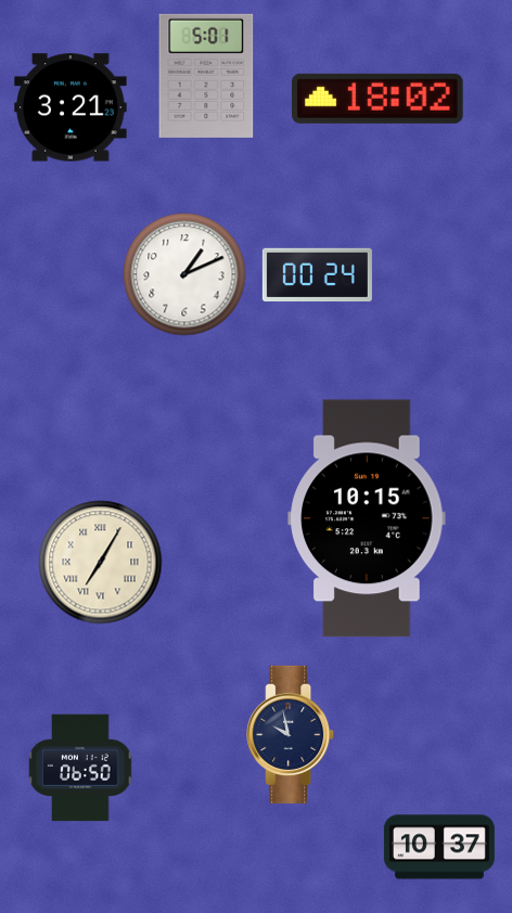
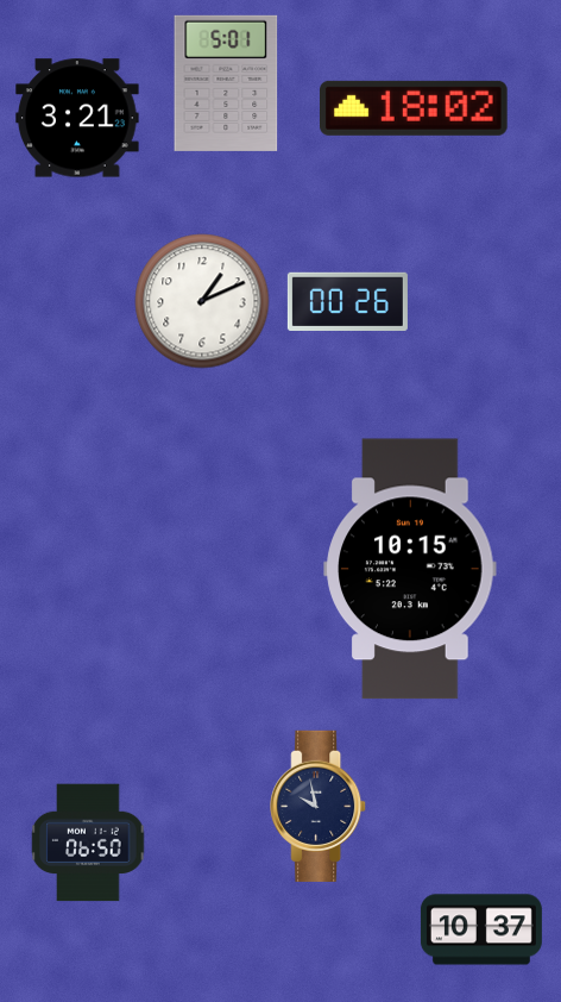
clock at (317, 274): 00:24 -> 00:26
clock at (367, 518) position: (367, 518) -> (410, 569)
clock at (101, 563): 7:05 -> none
